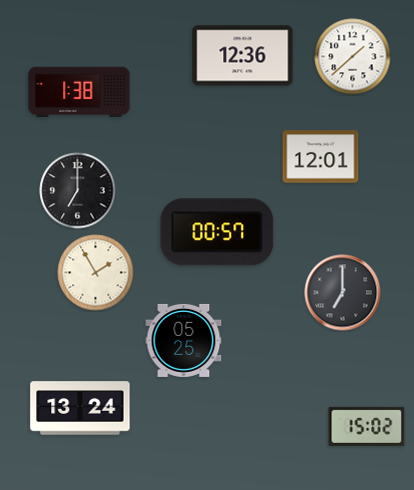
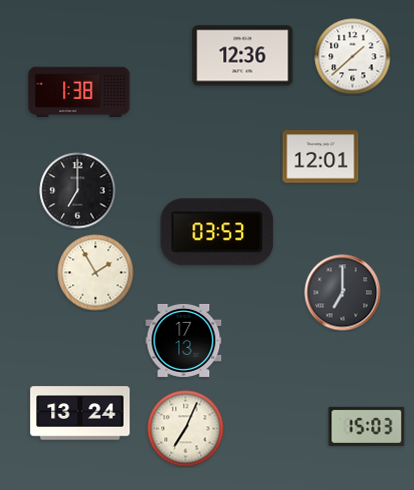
clock at (217, 232): 00:57 -> 03:53
clock at (184, 340): 05:25 -> 17:13
clock at (80, 408) position: (80, 408) -> (80, 413)
clock at (367, 426): 15:02 -> 15:03
clock at (186, 429): none -> 7:04
